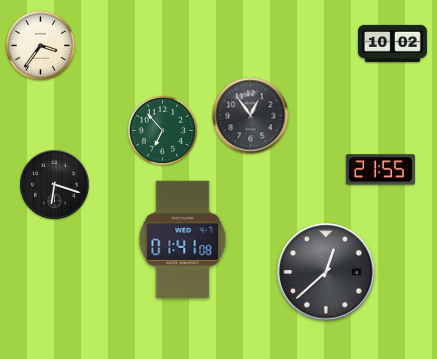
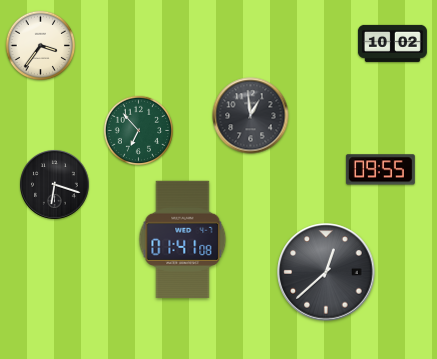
clock at (251, 116): 12:54 -> 12:59
clock at (163, 131) position: (163, 131) -> (139, 131)
clock at (380, 170): 21:55 -> 09:55
